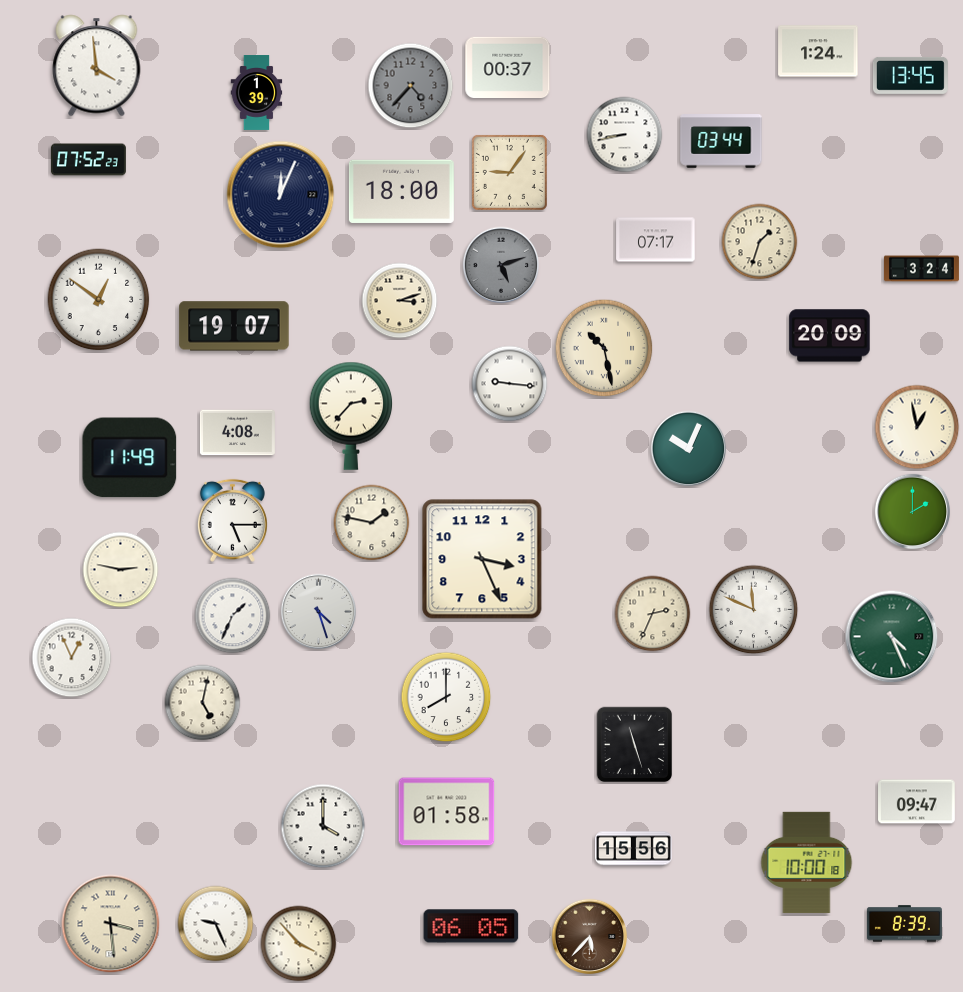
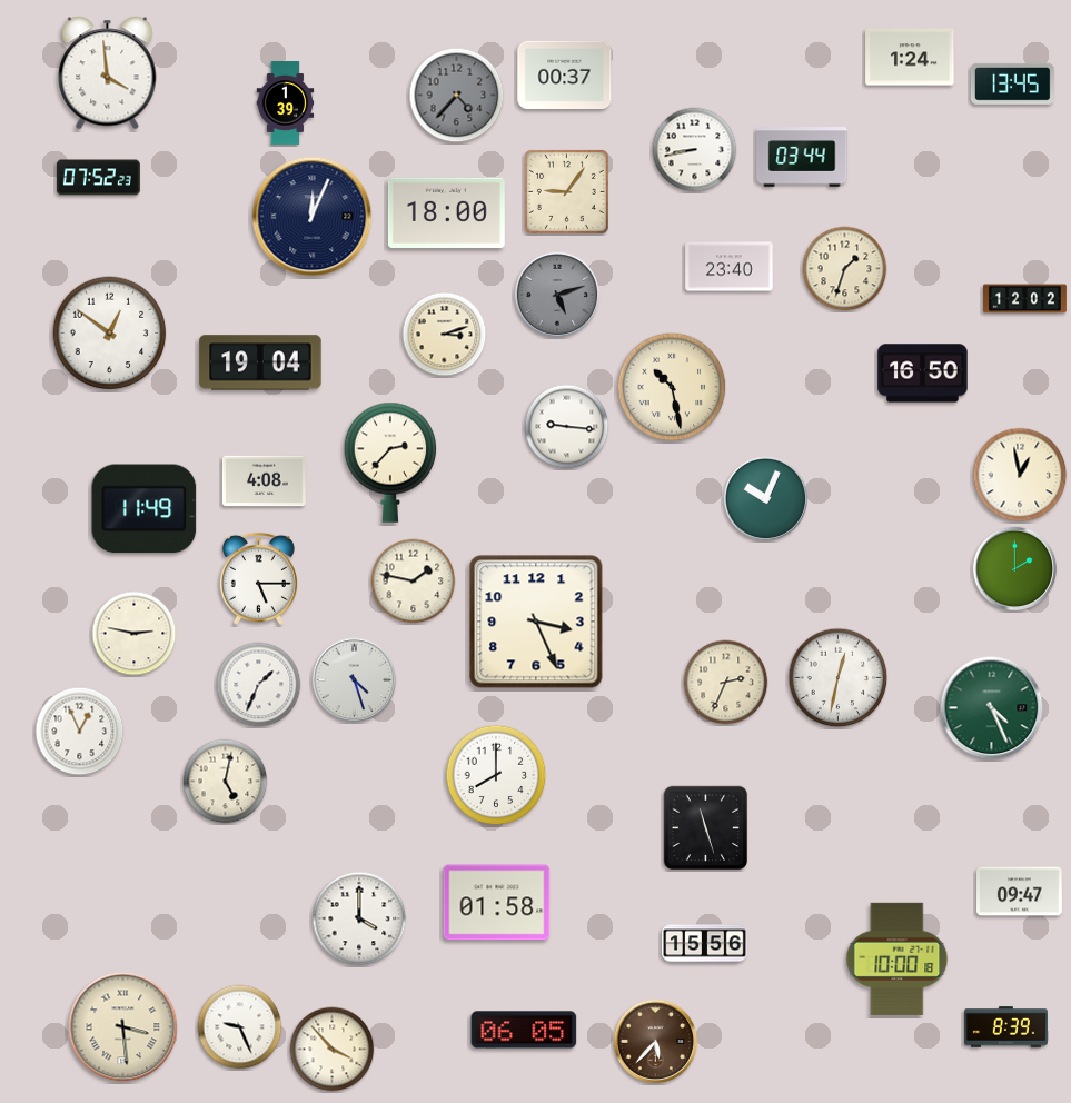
clock at (656, 240): 07:17 -> 23:40
clock at (921, 269): 3:24 -> 12:02
clock at (234, 326): 19:07 -> 19:04
clock at (830, 336): 20:09 -> 16:50
clock at (754, 610): 11:49 -> 12:32
